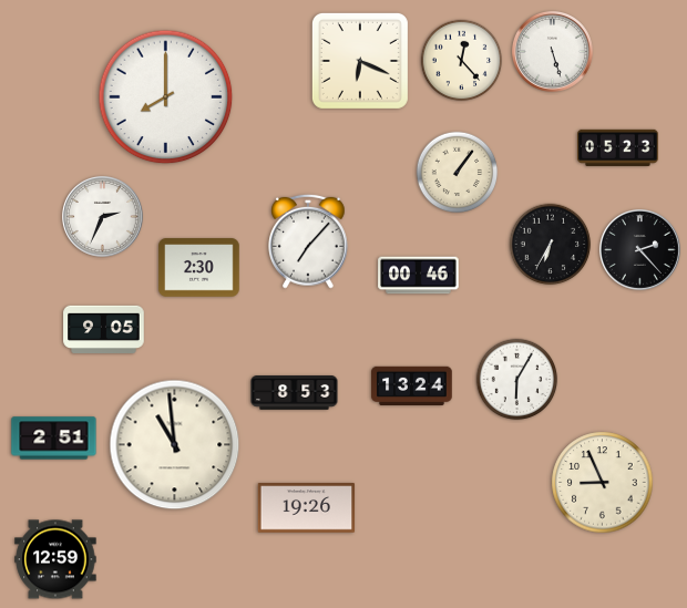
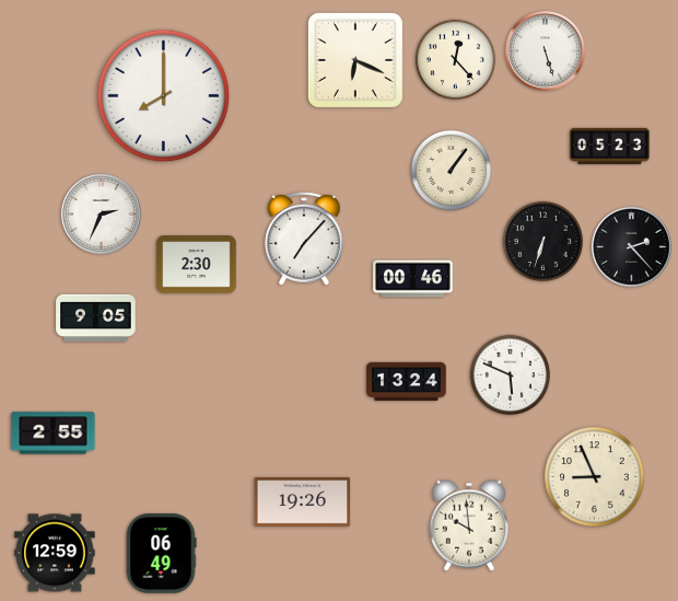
clock at (551, 245): 6:35 -> 6:33
clock at (419, 276) position: (419, 276) -> (413, 279)
clock at (104, 329) position: (104, 329) -> (96, 317)
clock at (517, 380): 6:05 -> 5:49
clock at (295, 393): 8:53 -> none
clock at (54, 439): 2:51 -> 2:55
clock at (175, 445): 10:59 -> none
clock at (468, 525): none -> 9:59
clock at (161, 554): none -> 06:49
